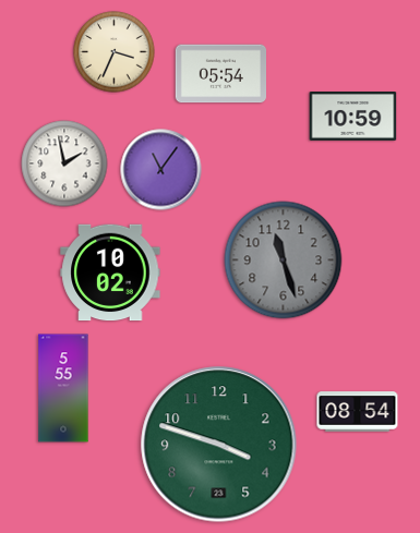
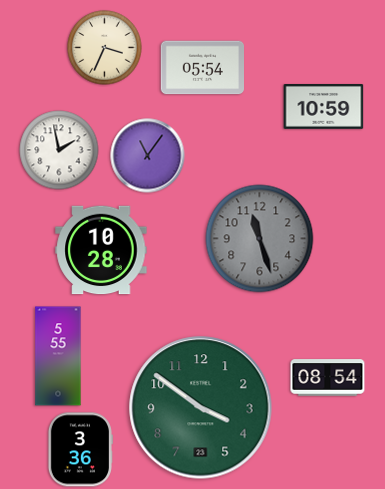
clock at (110, 272): 10:02 -> 10:28
clock at (219, 445): 3:48 -> 3:51
clock at (80, 450): none -> 3:36
